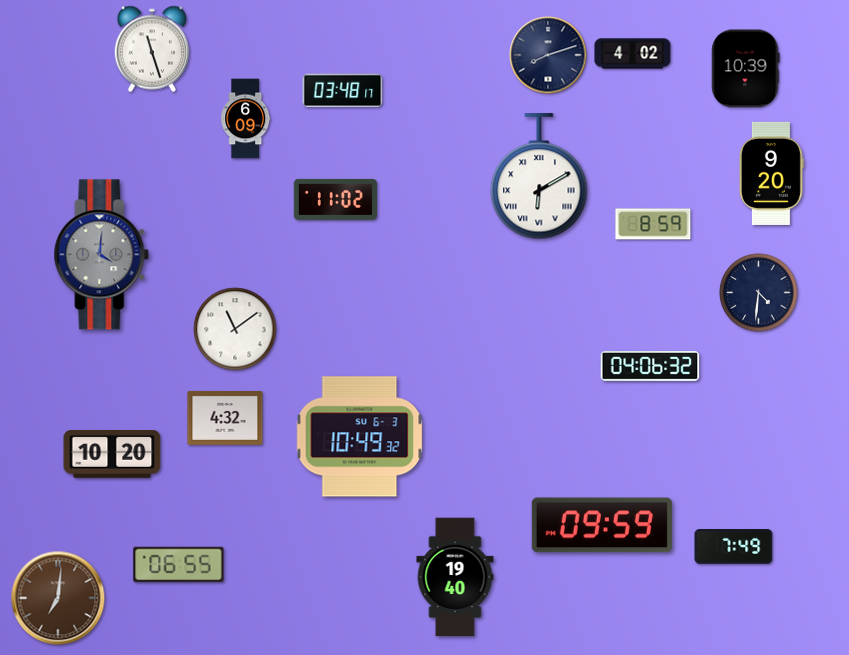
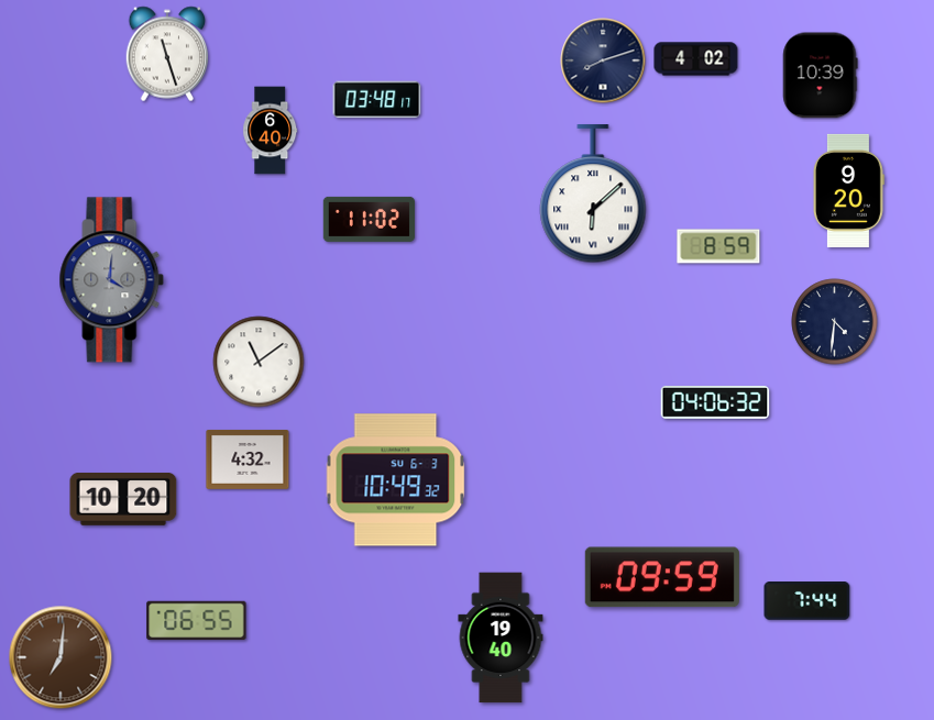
clock at (246, 119): 6:09 -> 6:40
clock at (539, 177): 6:10 -> 6:08
clock at (734, 547): 7:49 -> 7:44
clock at (455, 577) position: (455, 577) -> (501, 638)
clock at (58, 598) position: (58, 598) -> (61, 657)
